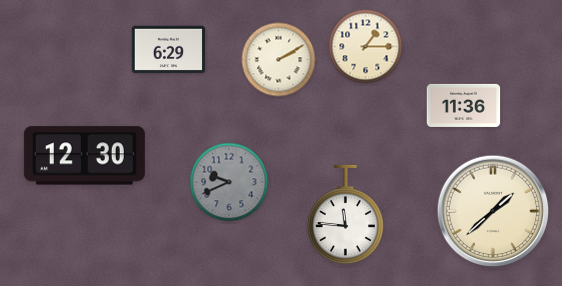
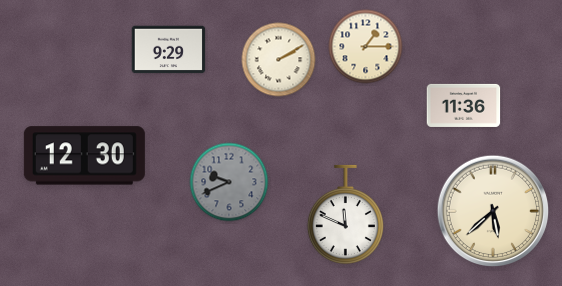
clock at (169, 50): 6:29 -> 9:29
clock at (493, 211): 1:38 -> 5:38
clock at (345, 215): 11:46 -> 11:49
